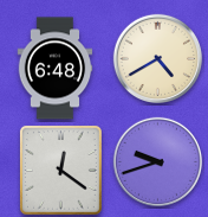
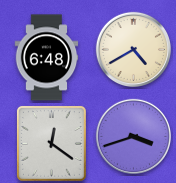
clock at (157, 161): 9:42 -> 3:42
